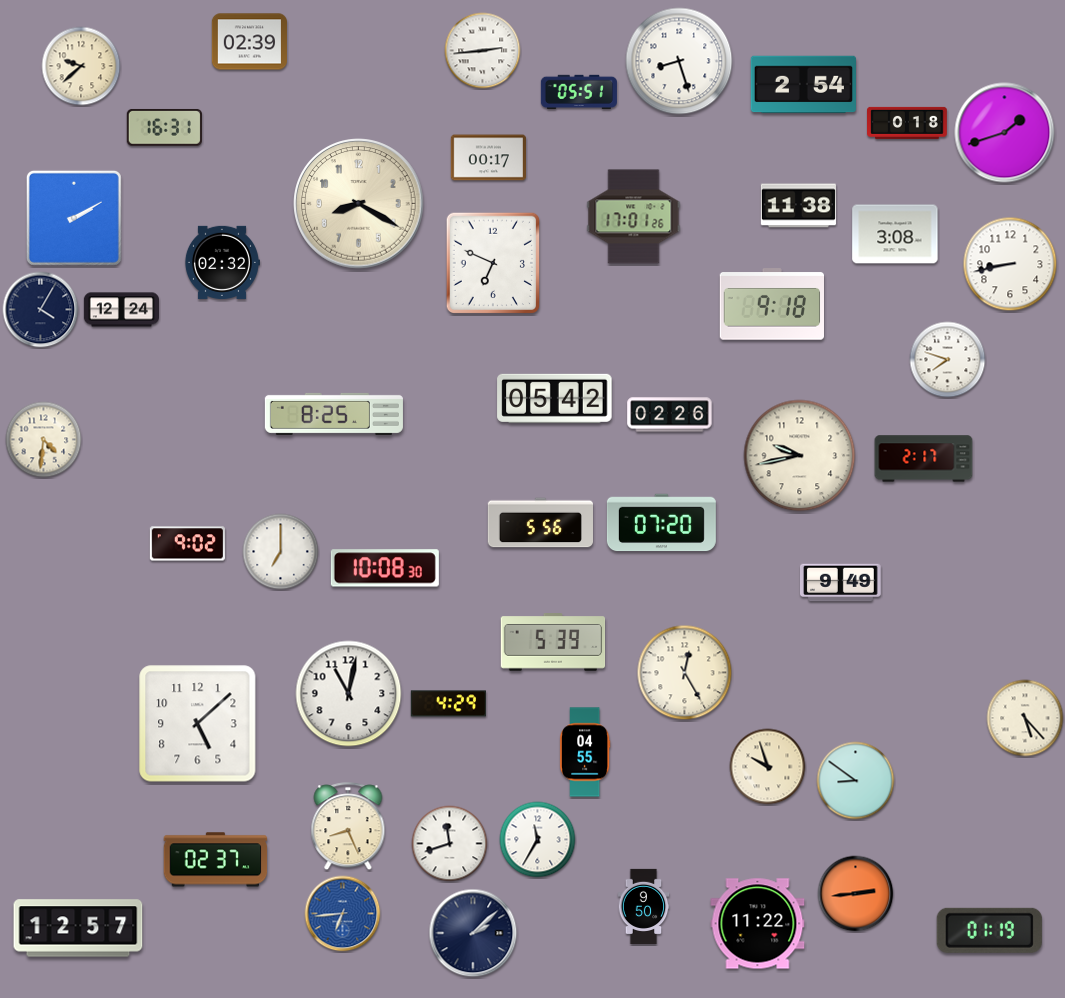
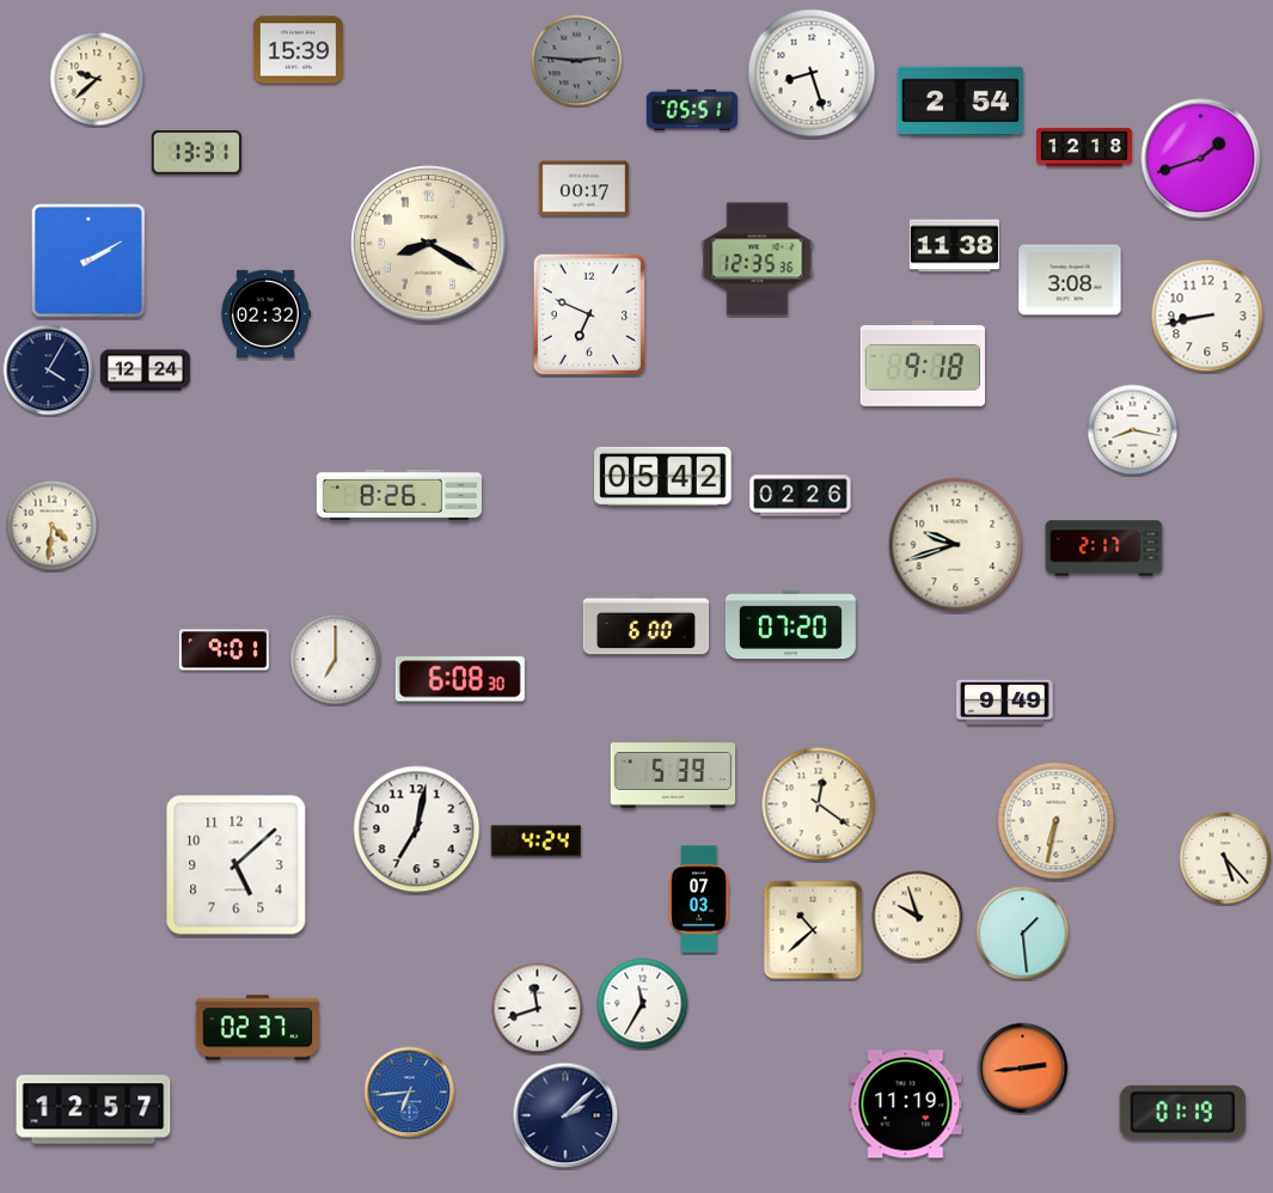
clock at (249, 42): 02:39 -> 15:39
clock at (483, 51): 2:44 -> 2:46
clock at (483, 51) dial: white -> grey
clock at (908, 123): 0:18 -> 12:18
clock at (164, 127): 16:31 -> 13:31
clock at (634, 217): 17:01 -> 12:35
clock at (948, 360): 7:48 -> 8:17
clock at (334, 414): 8:25 -> 8:26
clock at (800, 456): 9:43 -> 9:42
clock at (540, 523): 5:56 -> 6:00
clock at (187, 544): 9:02 -> 9:01
clock at (385, 568): 10:08 -> 6:08
clock at (841, 583) position: (841, 583) -> (1005, 703)
clock at (553, 643) position: (553, 643) -> (673, 775)
clock at (685, 673): 12:25 -> 12:21
clock at (1057, 821): none -> 6:32
clock at (349, 694): 11:02 -> 7:02
clock at (448, 704): 4:29 -> 4:24
clock at (585, 752): 04:55 -> 07:03
clock at (813, 930): none -> 10:38
clock at (856, 781): 8:51 -> 1:29
clock at (348, 827): 8:26 -> none
clock at (644, 906): 9:50 -> none
clock at (758, 924): 11:22 -> 11:19
